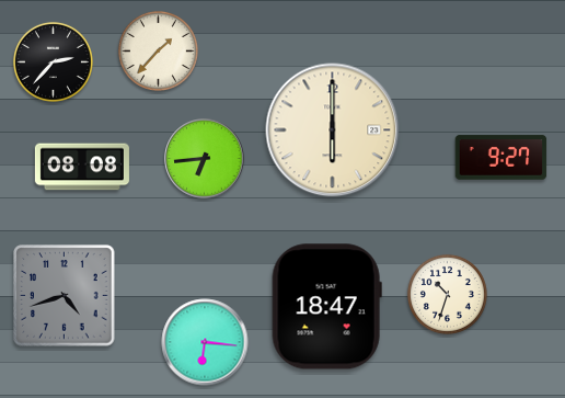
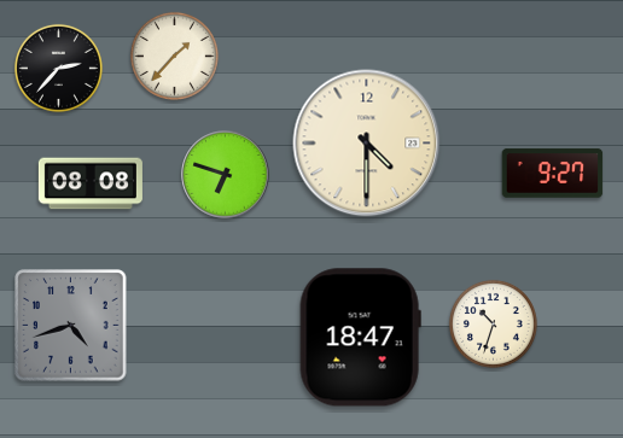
clock at (333, 130): 6:00 -> 4:30
clock at (205, 159): 6:44 -> 6:48
clock at (205, 342): 6:16 -> none
